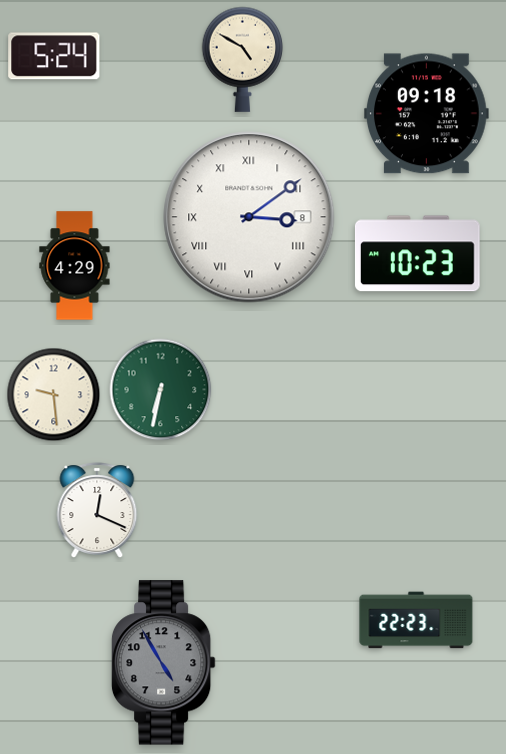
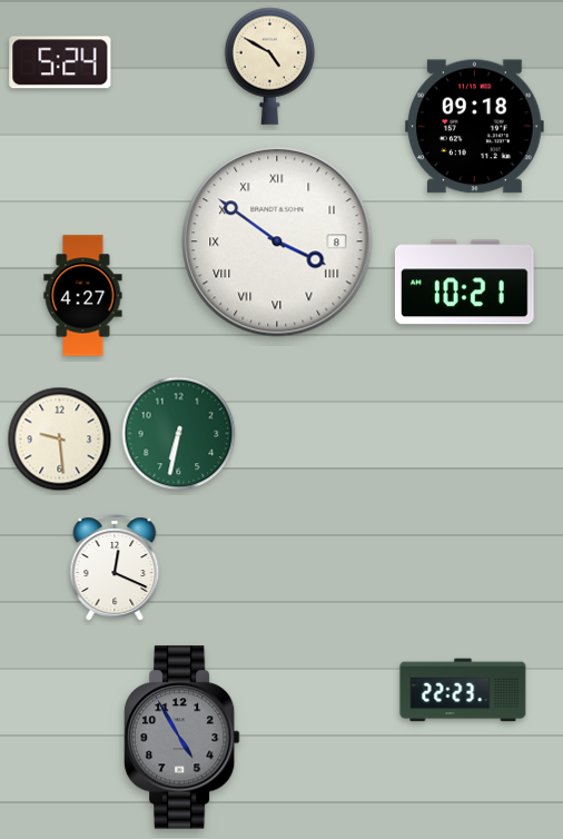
clock at (249, 217): 3:09 -> 3:51
clock at (417, 254): 10:23 -> 10:21
clock at (75, 266): 4:29 -> 4:27
clock at (97, 510) position: (97, 510) -> (115, 567)
